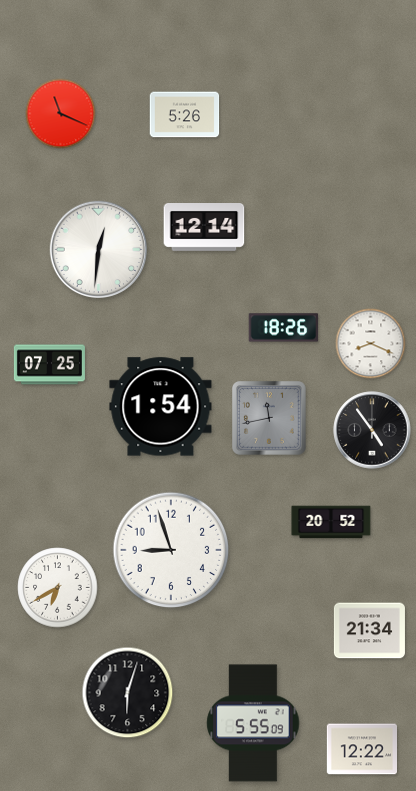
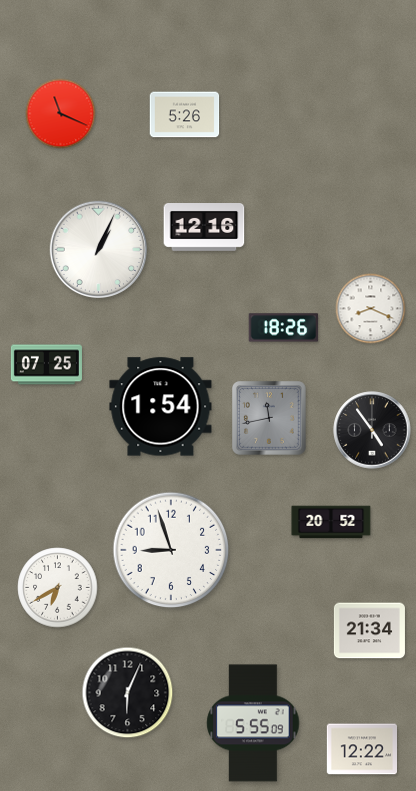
clock at (204, 228): 12:14 -> 12:16
clock at (98, 249): 12:31 -> 1:04
clock at (371, 344) position: (371, 344) -> (371, 309)
clock at (49, 365) position: (49, 365) -> (46, 365)
clock at (128, 693): 6:03 -> 6:04
